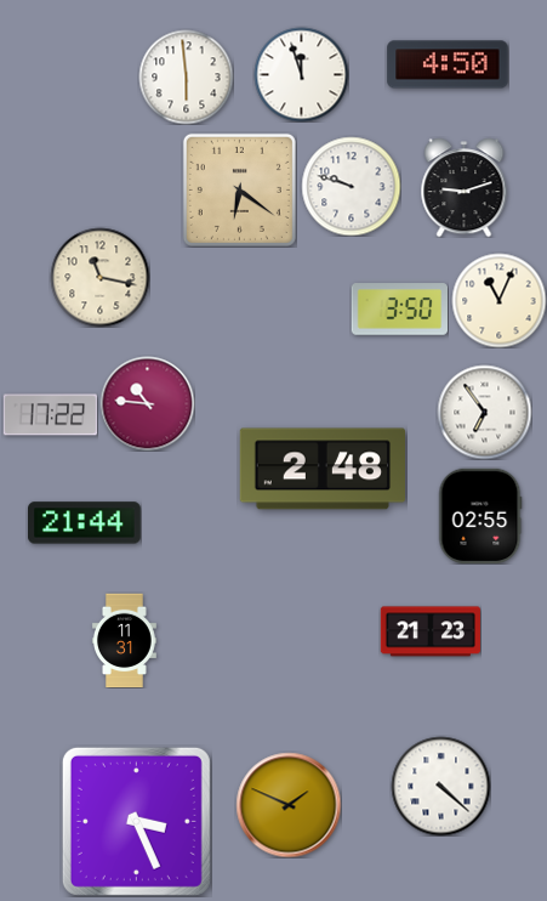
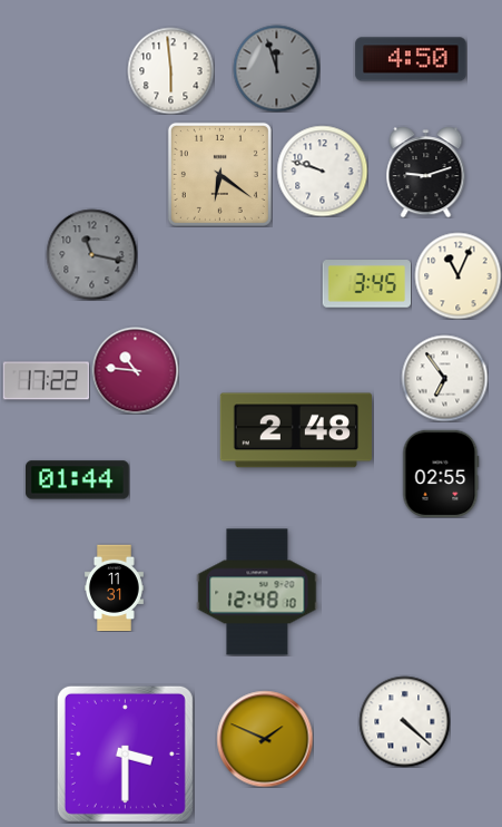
clock at (301, 74) dial: white -> grey
clock at (99, 277) dial: cream -> grey
clock at (399, 310): 3:50 -> 3:45
clock at (85, 523): 21:44 -> 01:44
clock at (431, 631): 21:23 -> none
clock at (257, 592): none -> 12:48
clock at (136, 821): 3:26 -> 3:30
